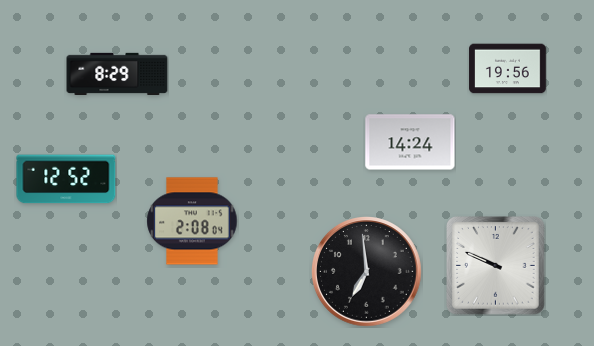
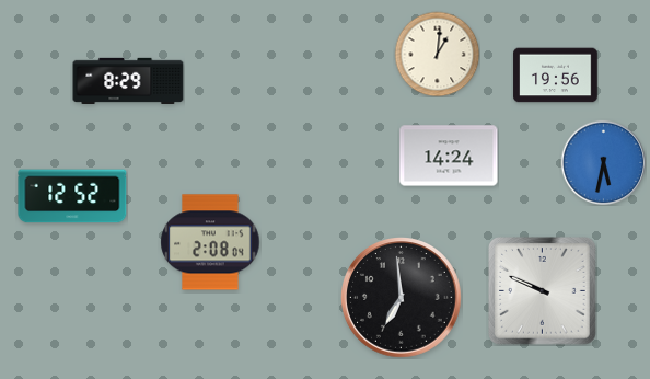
clock at (437, 54): none -> 1:01
clock at (603, 162): none -> 5:32
